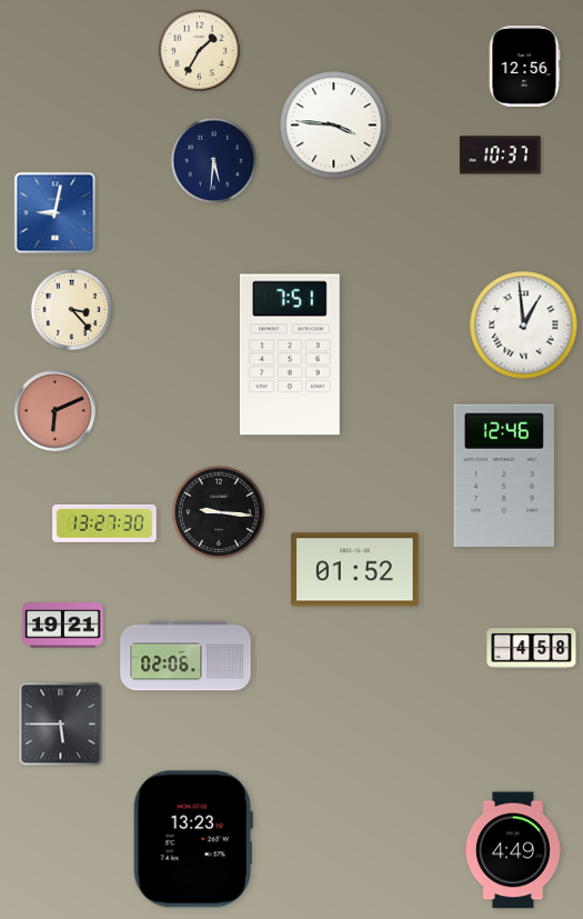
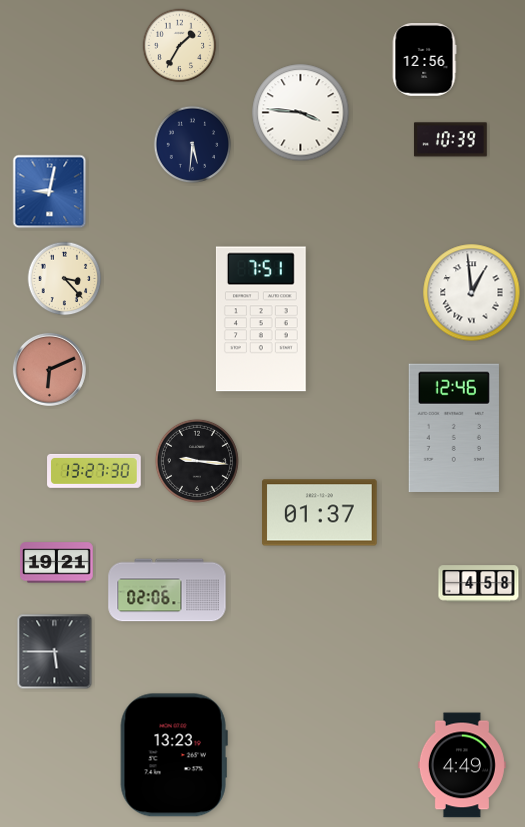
clock at (524, 67) position: (524, 67) -> (424, 60)
clock at (500, 156): 10:37 -> 10:39
clock at (355, 570): 01:52 -> 01:37
